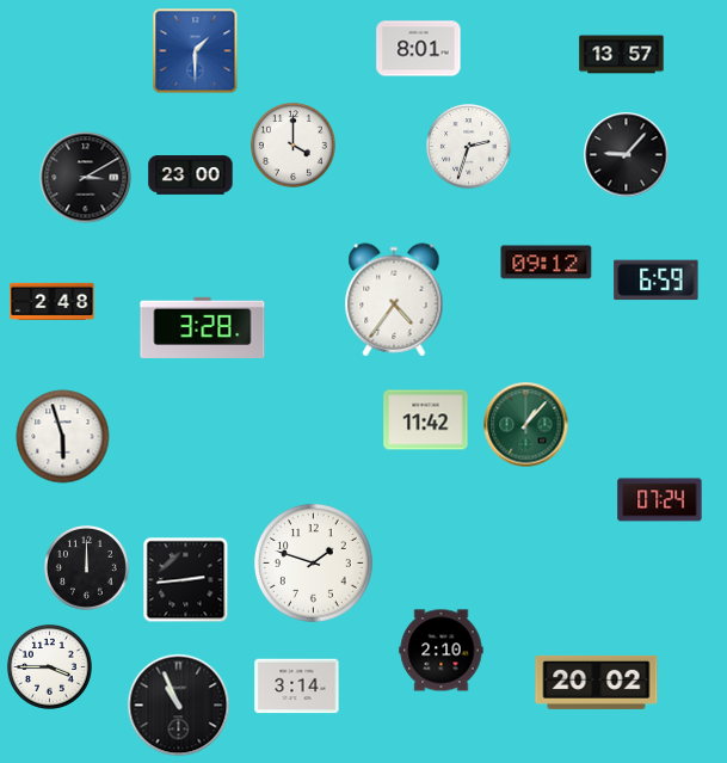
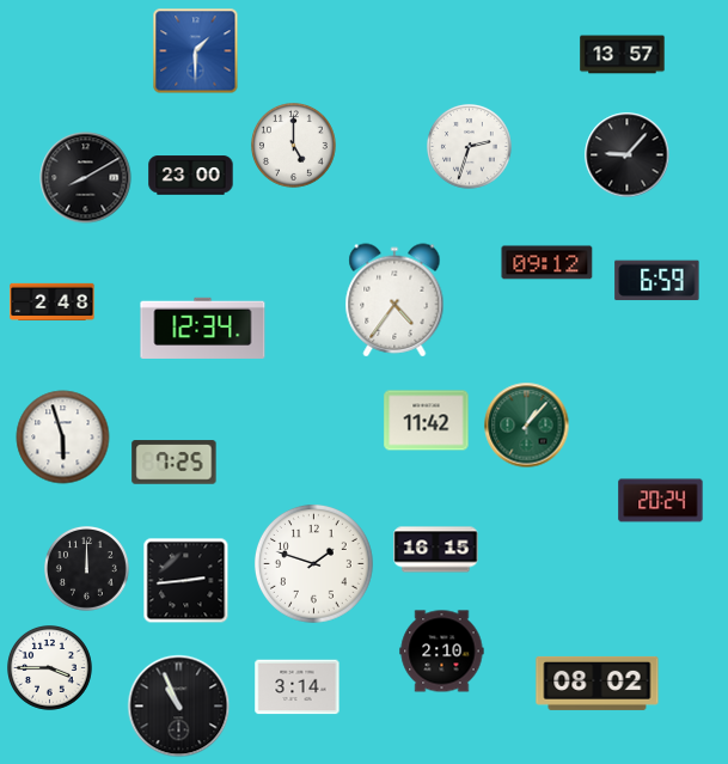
clock at (419, 49): 8:01 -> none
clock at (294, 146): 4:00 -> 5:00
clock at (86, 178): 3:10 -> 8:10
clock at (203, 327): 3:28 -> 12:34
clock at (175, 463): none -> 7:25
clock at (660, 500): 07:24 -> 20:24
clock at (436, 550): none -> 16:15
clock at (597, 682): 20:02 -> 08:02
